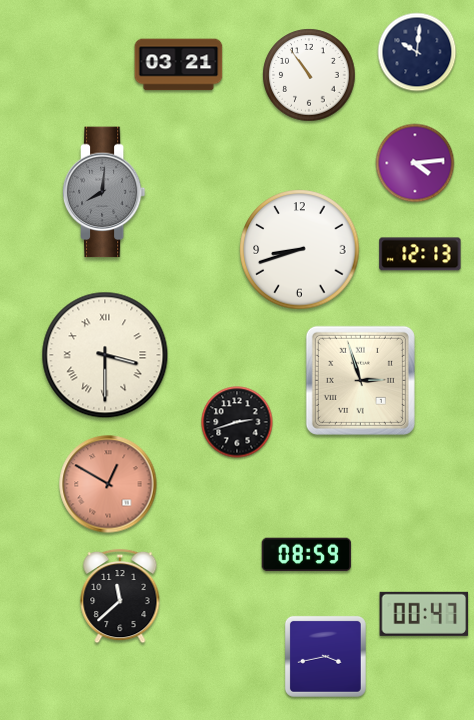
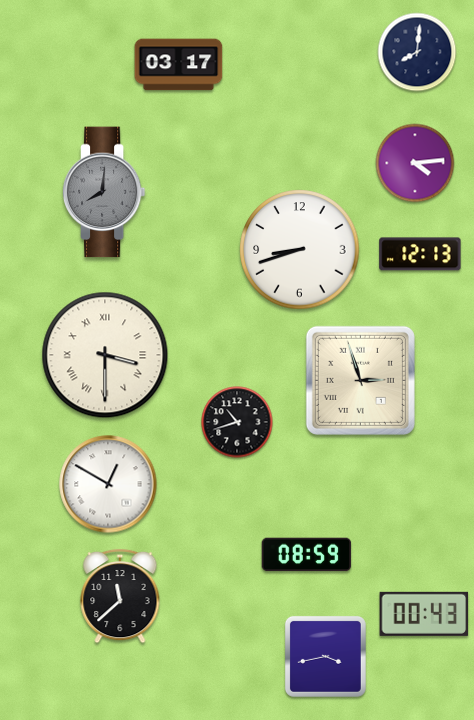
clock at (417, 52): 10:01 -> 8:01
clock at (179, 65): 03:21 -> 03:17
clock at (309, 75): 10:54 -> none
clock at (237, 422): 2:42 -> 10:42
clock at (108, 484) dial: salmon -> white
clock at (424, 614): 00:47 -> 00:43
